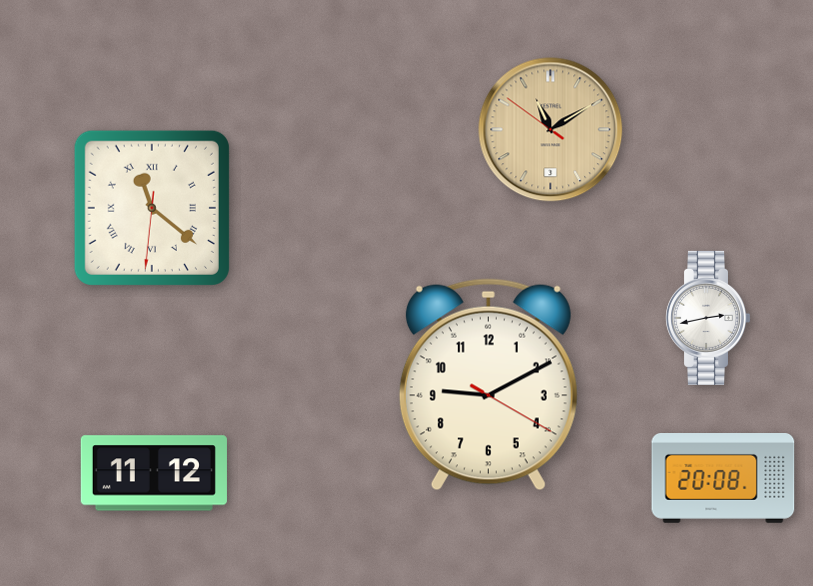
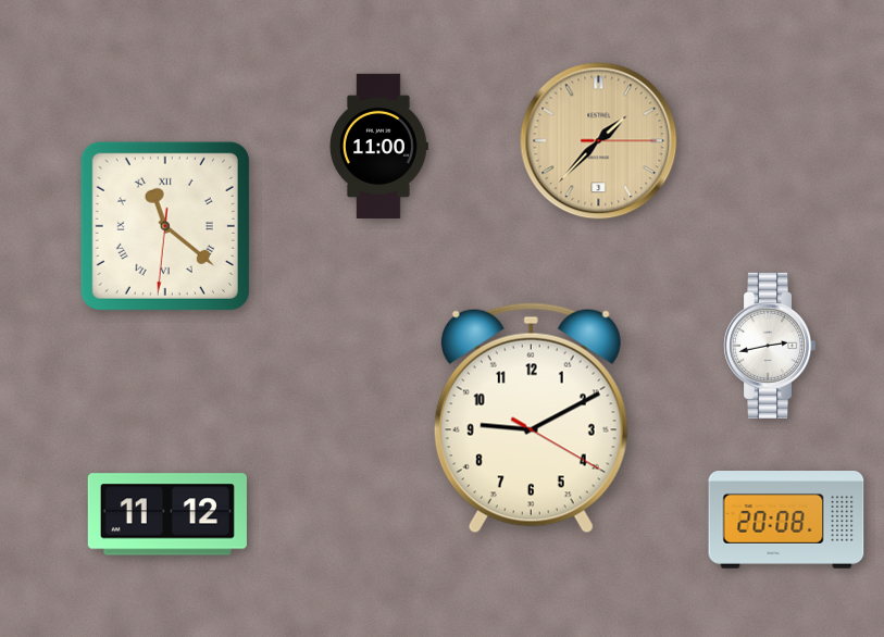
clock at (551, 130): 11:09 -> 1:37
clock at (379, 146): none -> 11:00
